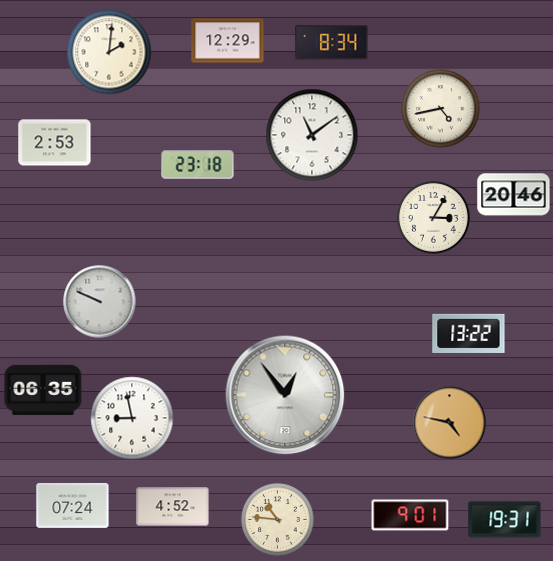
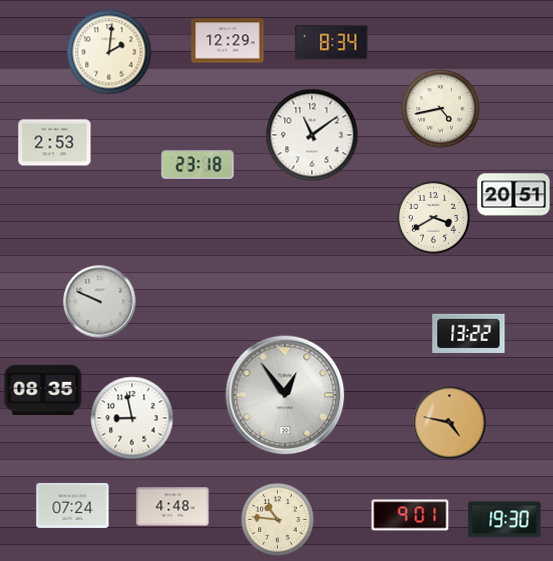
clock at (514, 195): 20:46 -> 20:51
clock at (434, 218): 3:05 -> 3:40
clock at (43, 389): 06:35 -> 08:35
clock at (173, 507): 4:52 -> 4:48
clock at (505, 520): 19:31 -> 19:30
